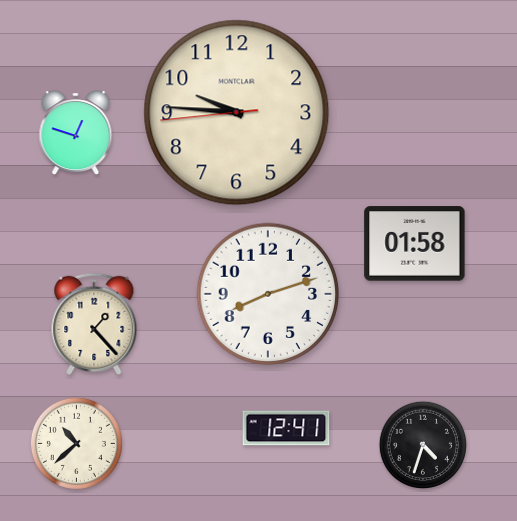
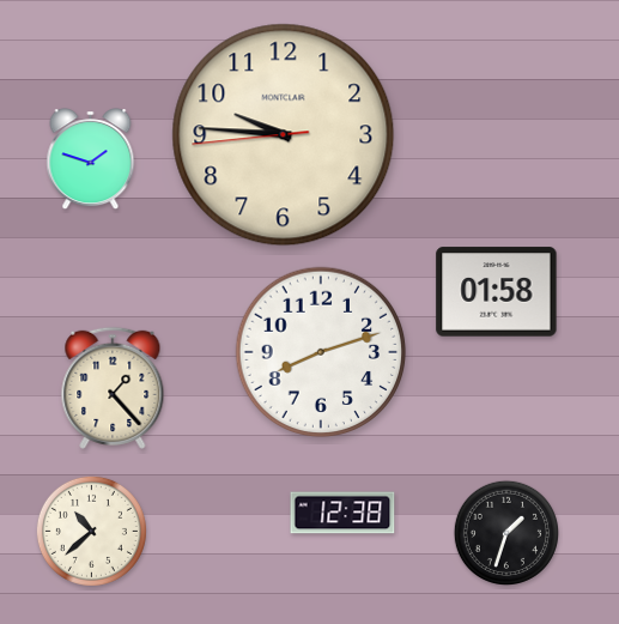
clock at (76, 133): 12:48 -> 1:48
clock at (286, 428): 12:41 -> 12:38
clock at (422, 444): 4:33 -> 1:33
